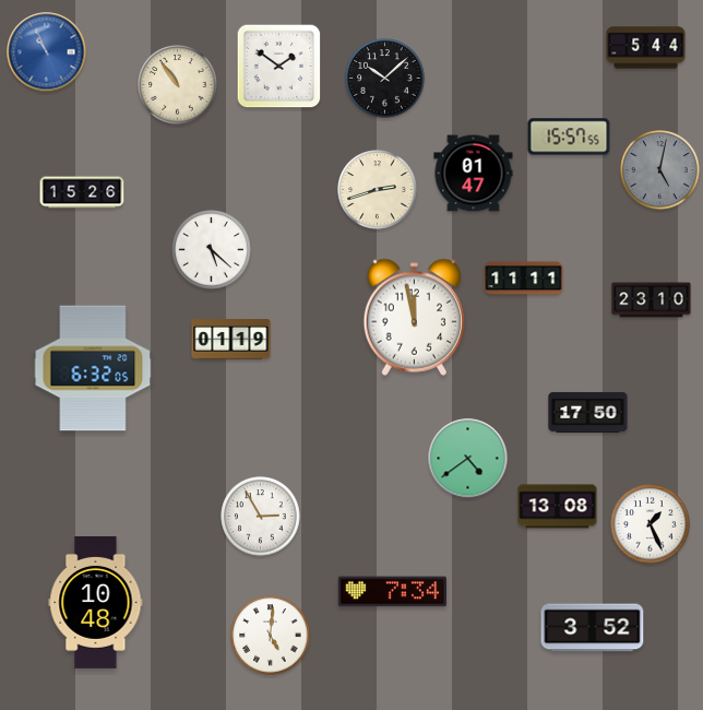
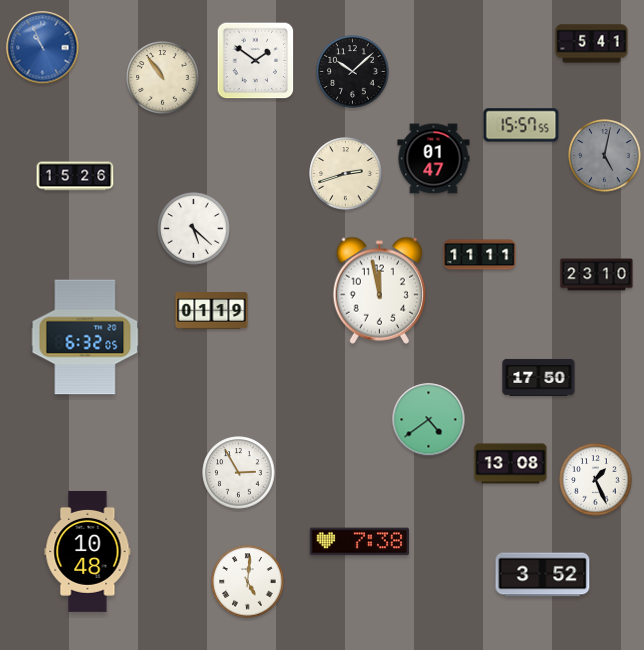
clock at (646, 48): 5:44 -> 5:41
clock at (392, 592): 7:34 -> 7:38
